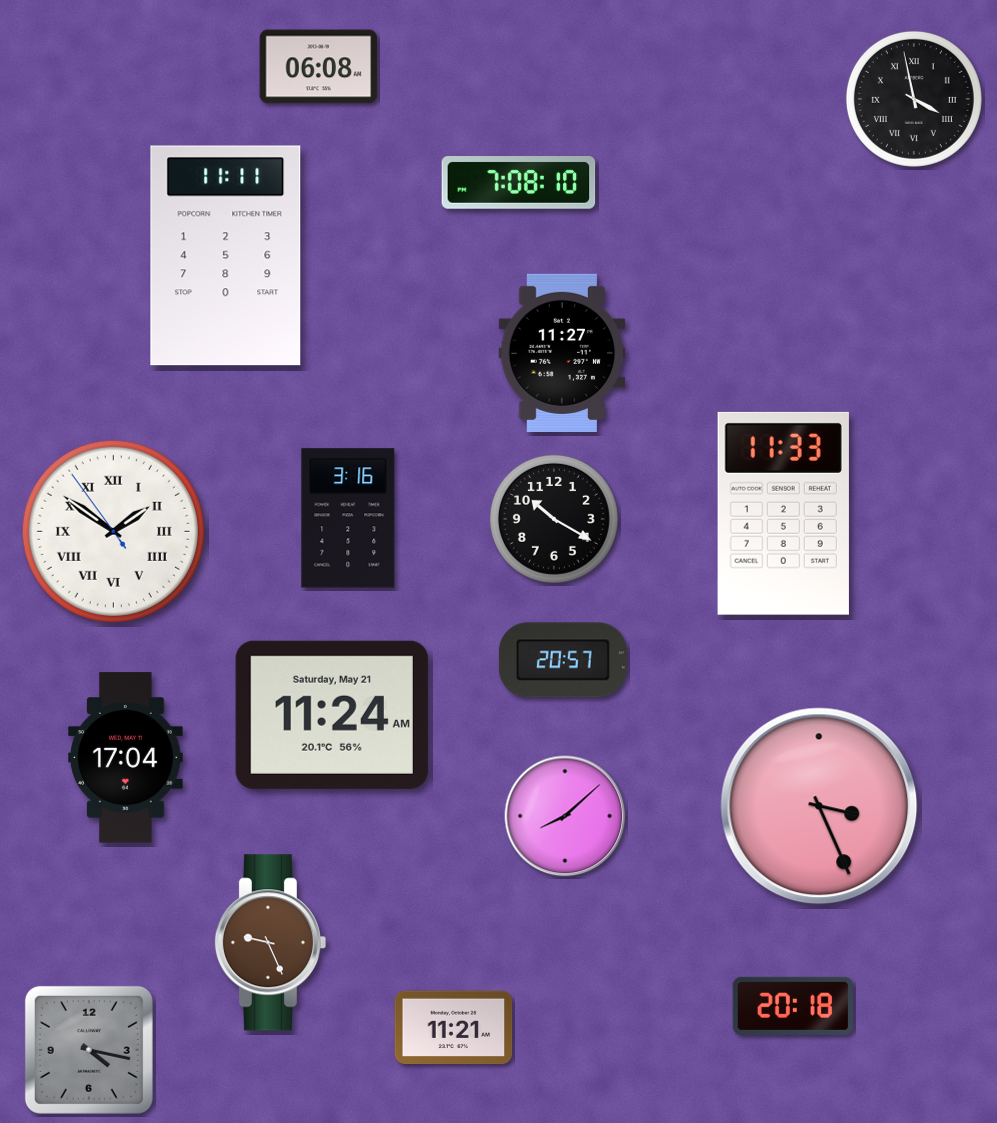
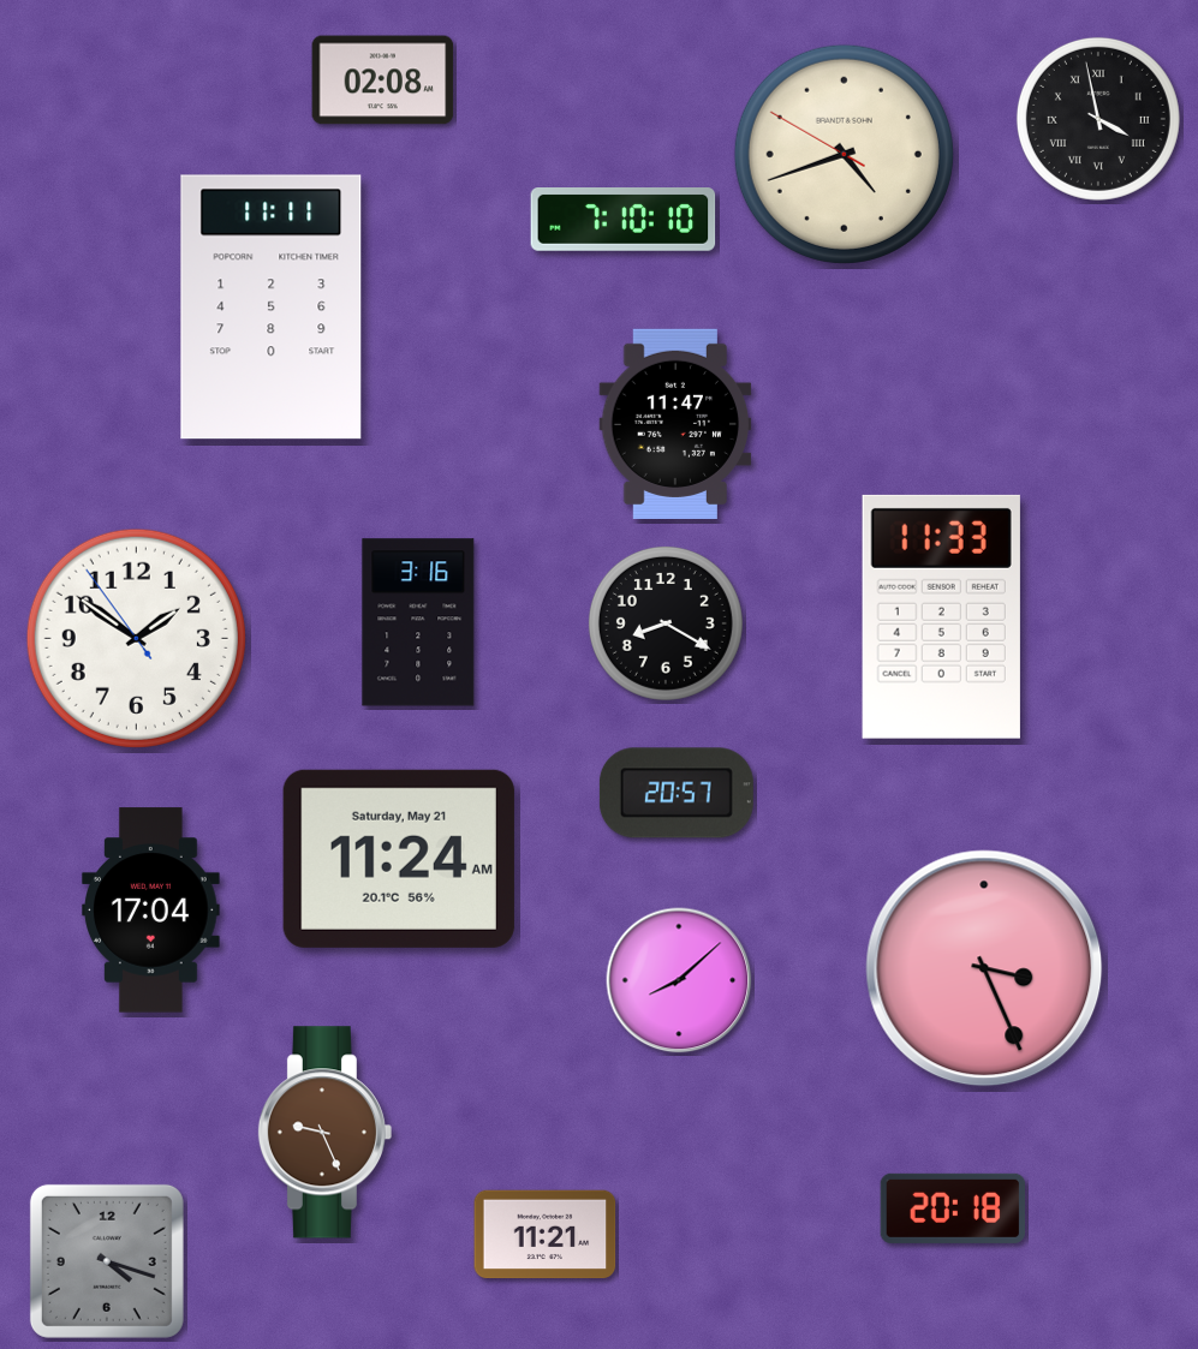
clock at (319, 67): 06:08 -> 02:08
clock at (844, 154): none -> 4:41
clock at (519, 183): 7:08 -> 7:10
clock at (562, 353): 11:27 -> 11:47
clock at (554, 519): 10:20 -> 8:20
clock at (113, 531) numerals: Roman -> Arabic
clock at (89, 1050): 4:17 -> 4:18
